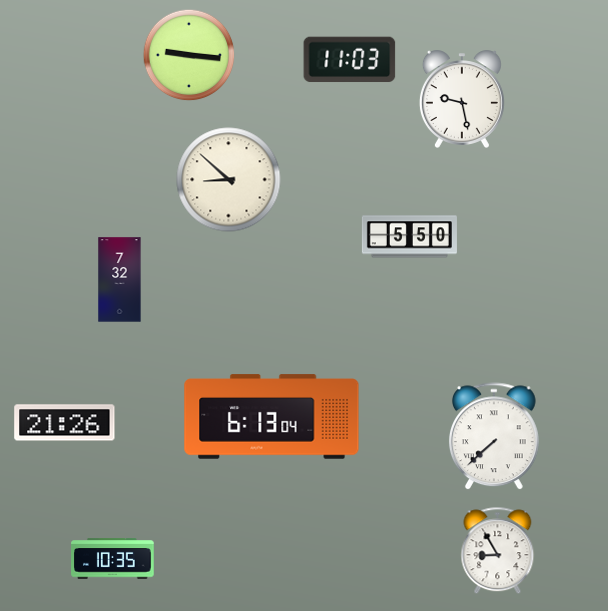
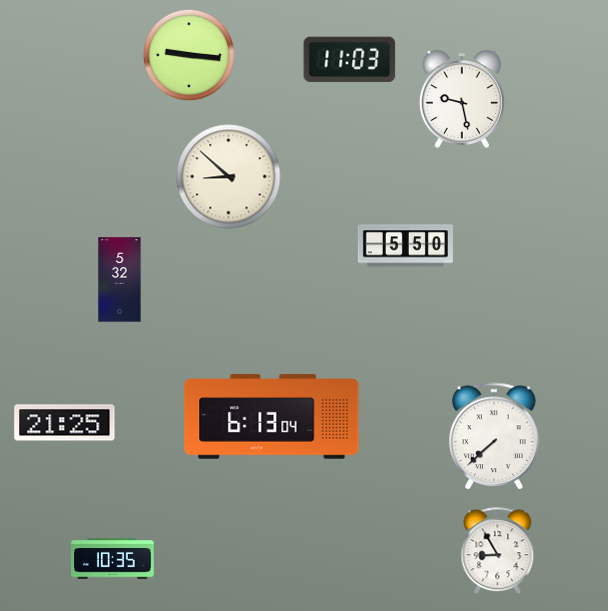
clock at (229, 180) position: (229, 180) -> (229, 177)
clock at (409, 237) position: (409, 237) -> (405, 246)
clock at (120, 280): 7:32 -> 5:32
clock at (65, 423): 21:26 -> 21:25
